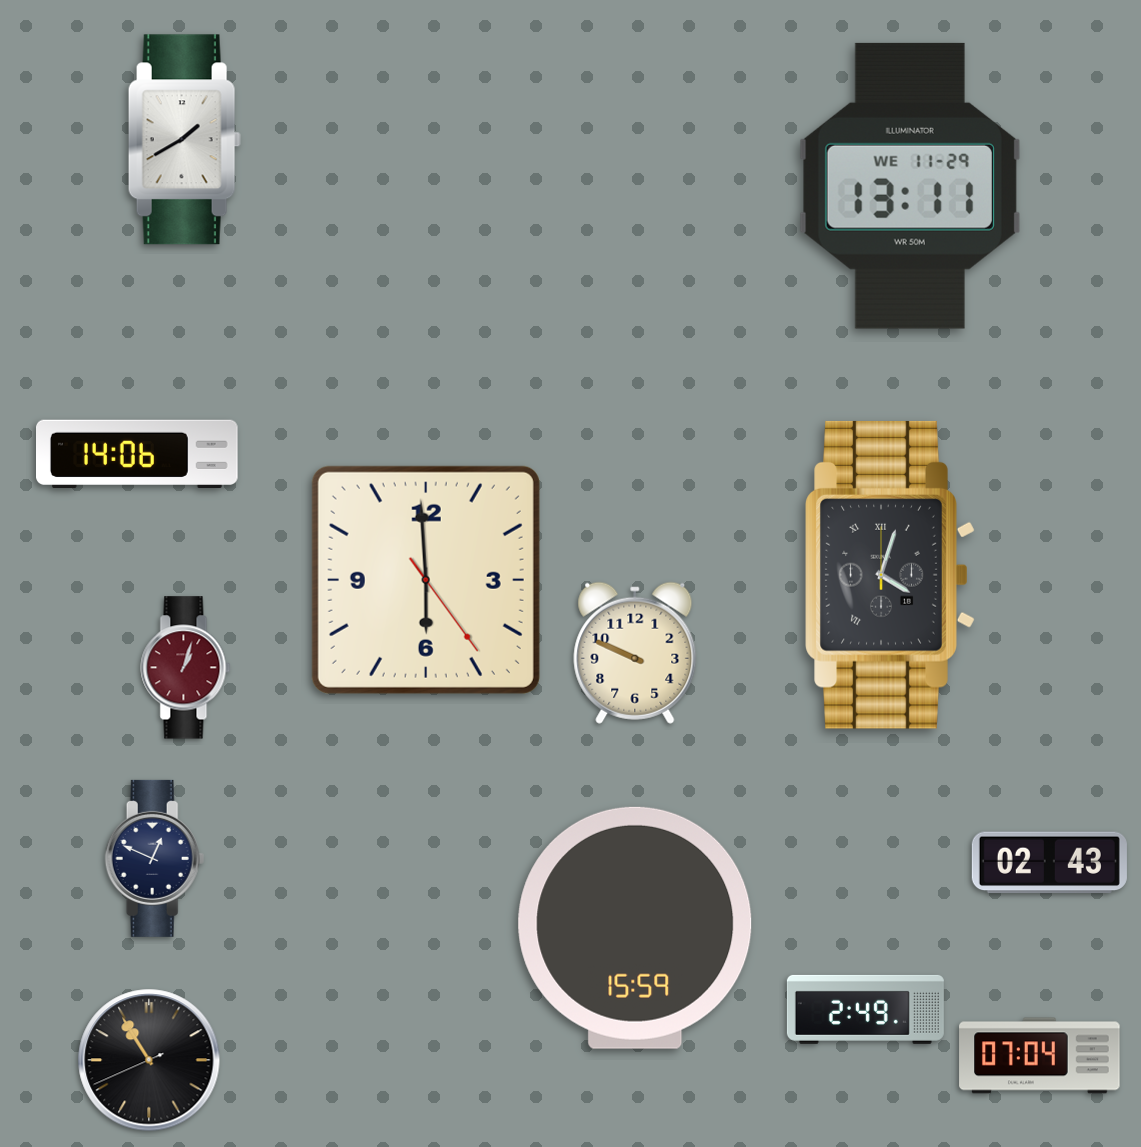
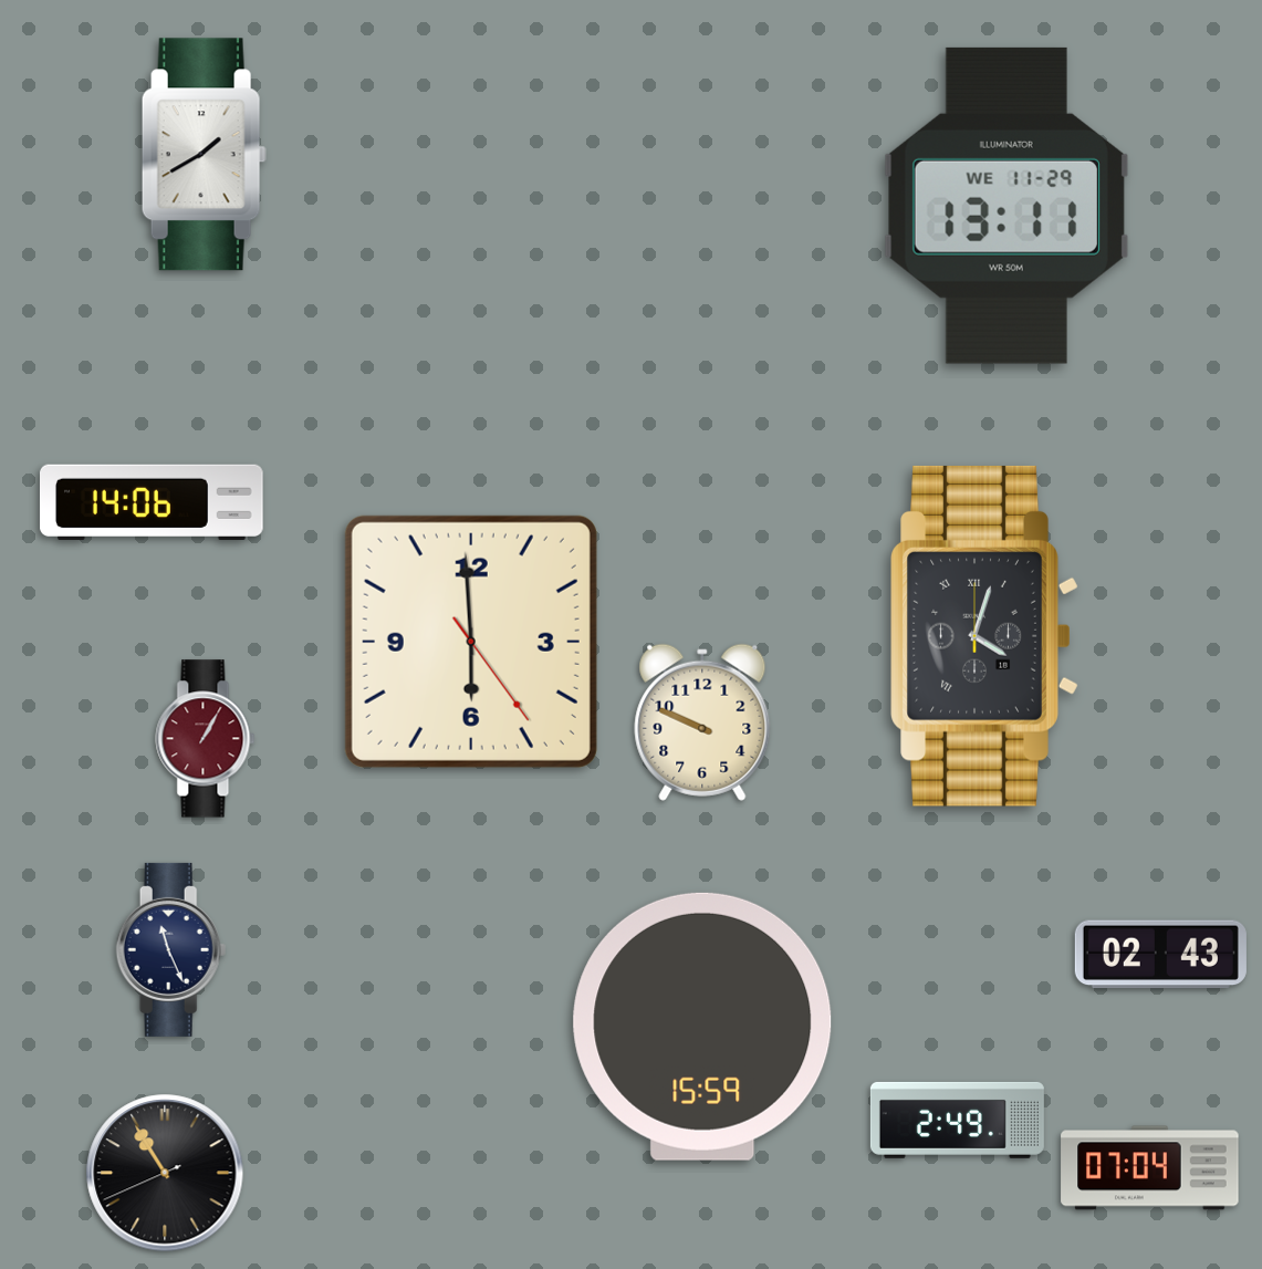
clock at (186, 668): 1:03 -> 1:05
clock at (155, 858): 12:49 -> 11:26
clock at (865, 1009) position: (865, 1009) -> (957, 1120)
